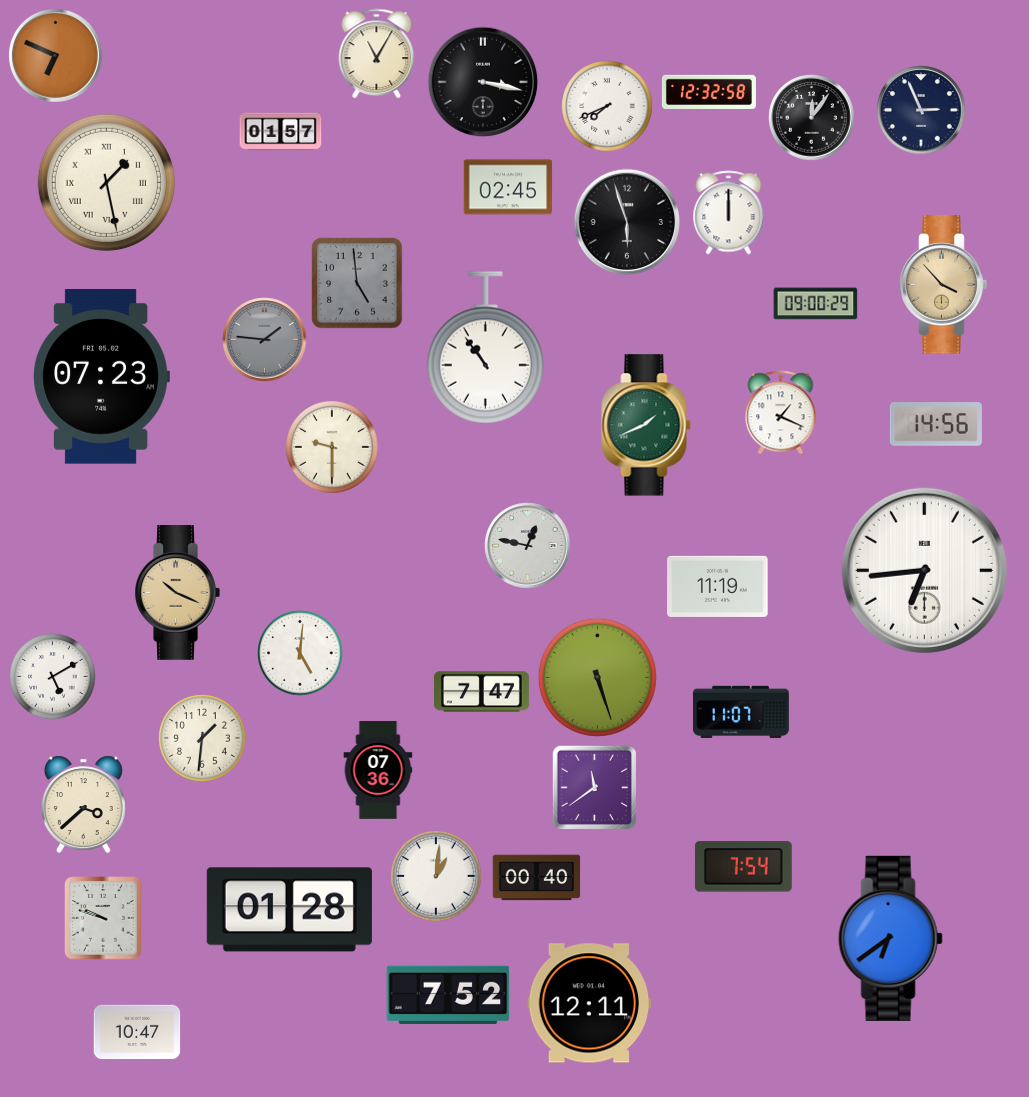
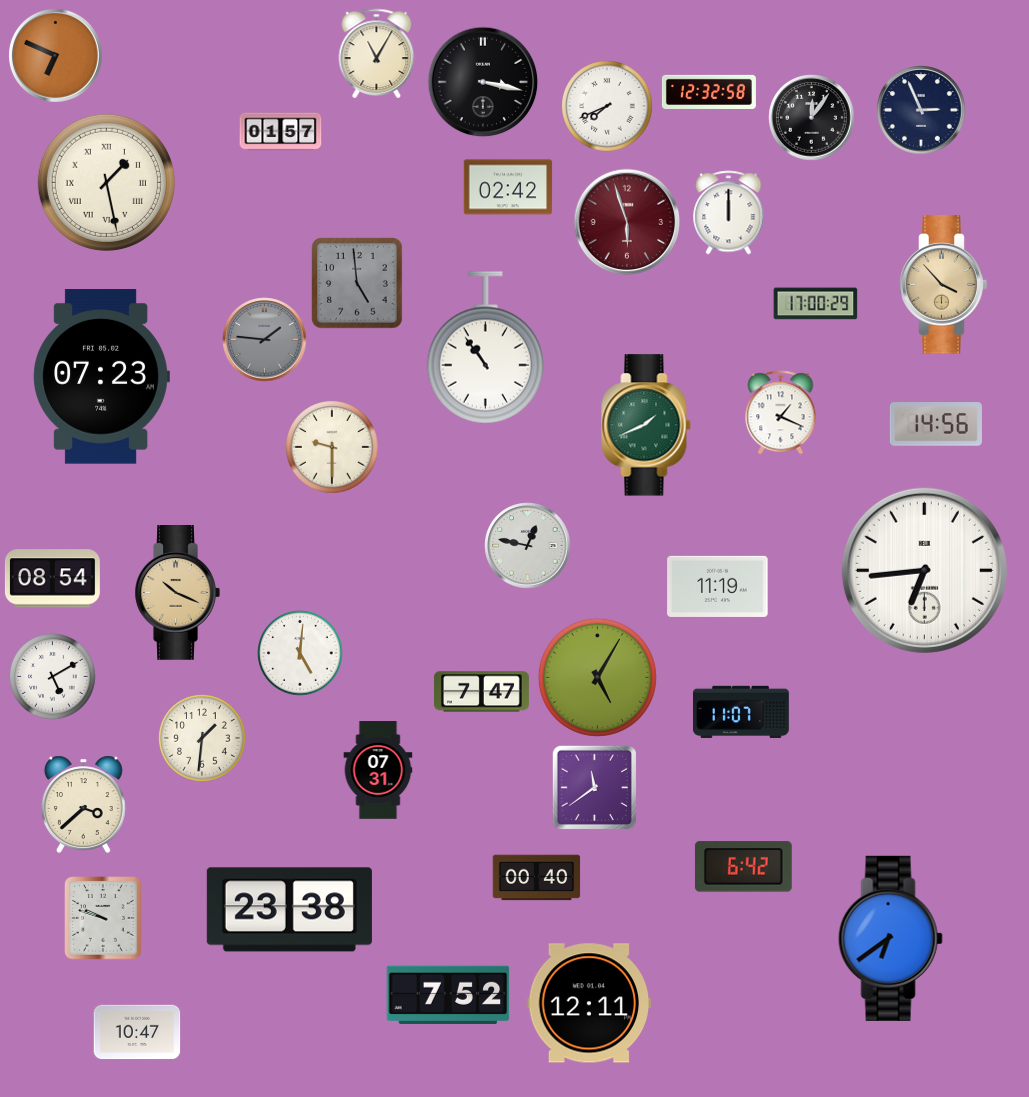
clock at (508, 187): 02:45 -> 02:42
clock at (627, 222) dial: black -> burgundy
clock at (816, 304): 09:00 -> 17:00
clock at (52, 579): none -> 08:54
clock at (597, 677): 5:27 -> 5:05
clock at (378, 770): 07:36 -> 07:31
clock at (743, 867): 7:54 -> 6:42
clock at (436, 876): 1:01 -> none
clock at (289, 910): 01:28 -> 23:38
